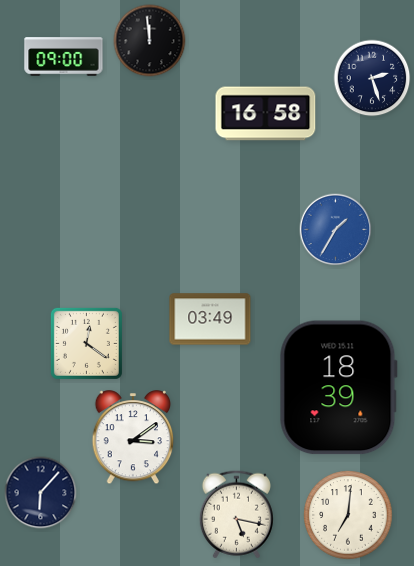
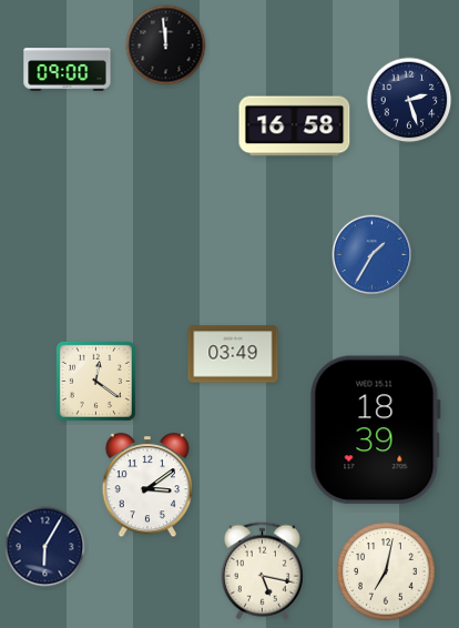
clock at (64, 57) position: (64, 57) -> (68, 70)
clock at (372, 78) position: (372, 78) -> (409, 100)
clock at (41, 493): 6:07 -> 6:05
clock at (348, 515): 7:01 -> 7:02
